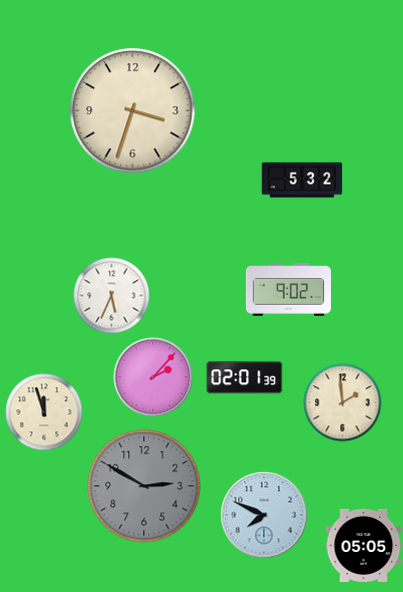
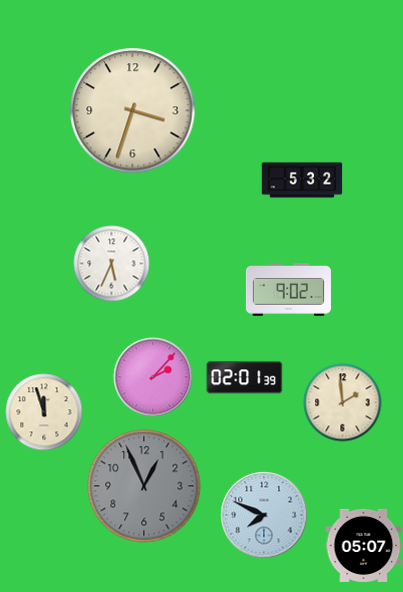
clock at (112, 296) position: (112, 296) -> (112, 264)
clock at (144, 486): 2:50 -> 12:56
clock at (364, 545): 05:05 -> 05:07
